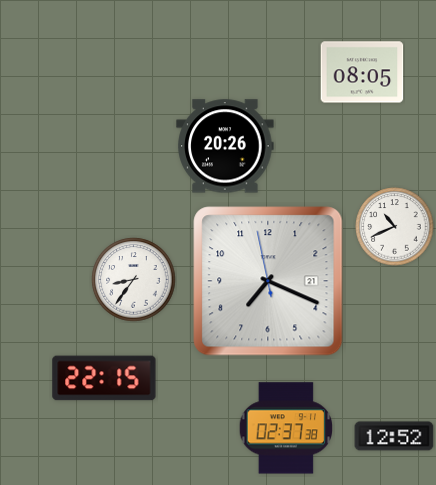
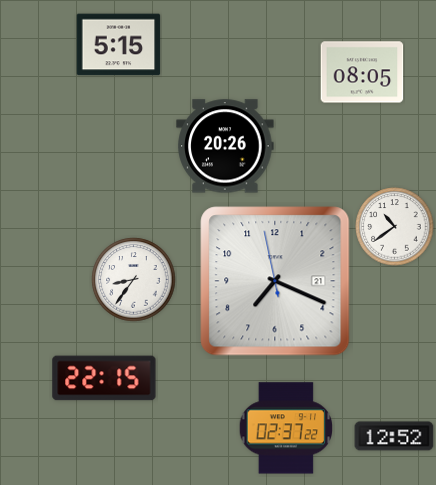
clock at (119, 45): none -> 5:15
clock at (395, 227): 10:41 -> 10:39
clock at (268, 281) position: (268, 281) -> (275, 281)
clock at (286, 428): 02:37:38 -> 02:37:22
